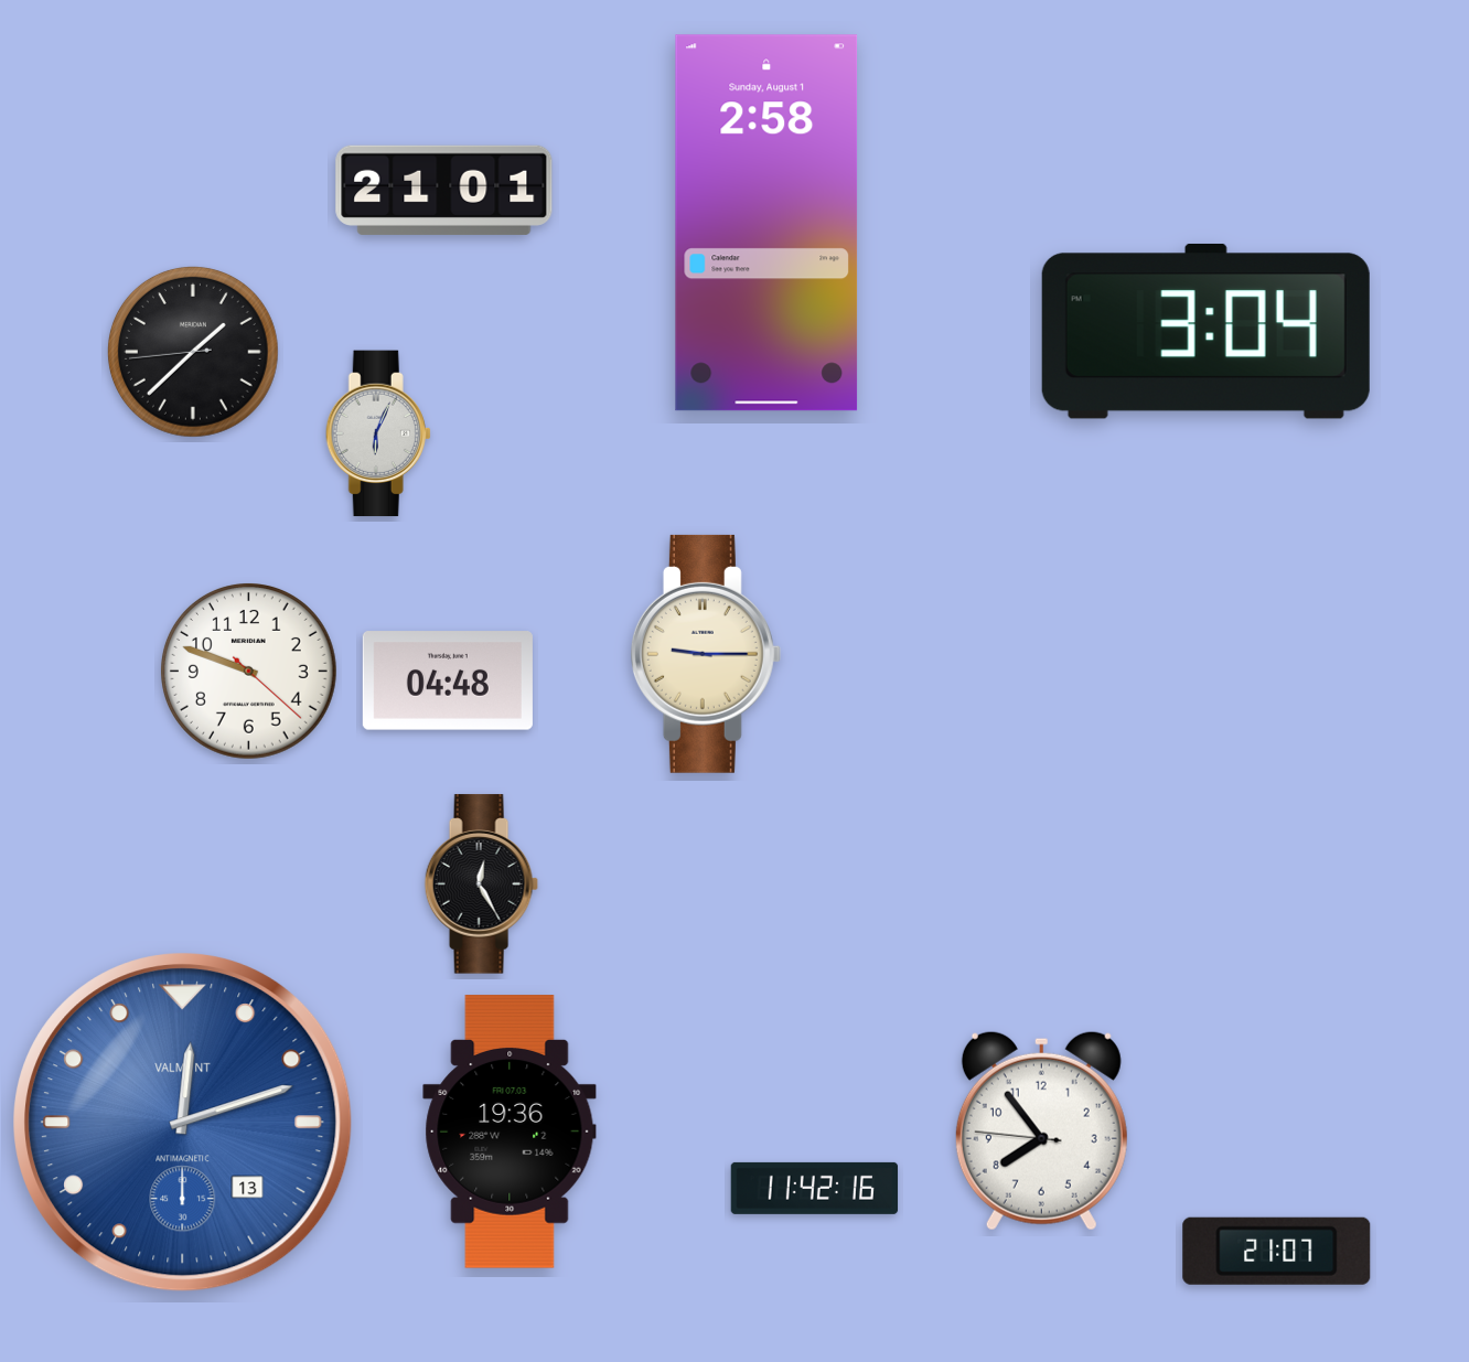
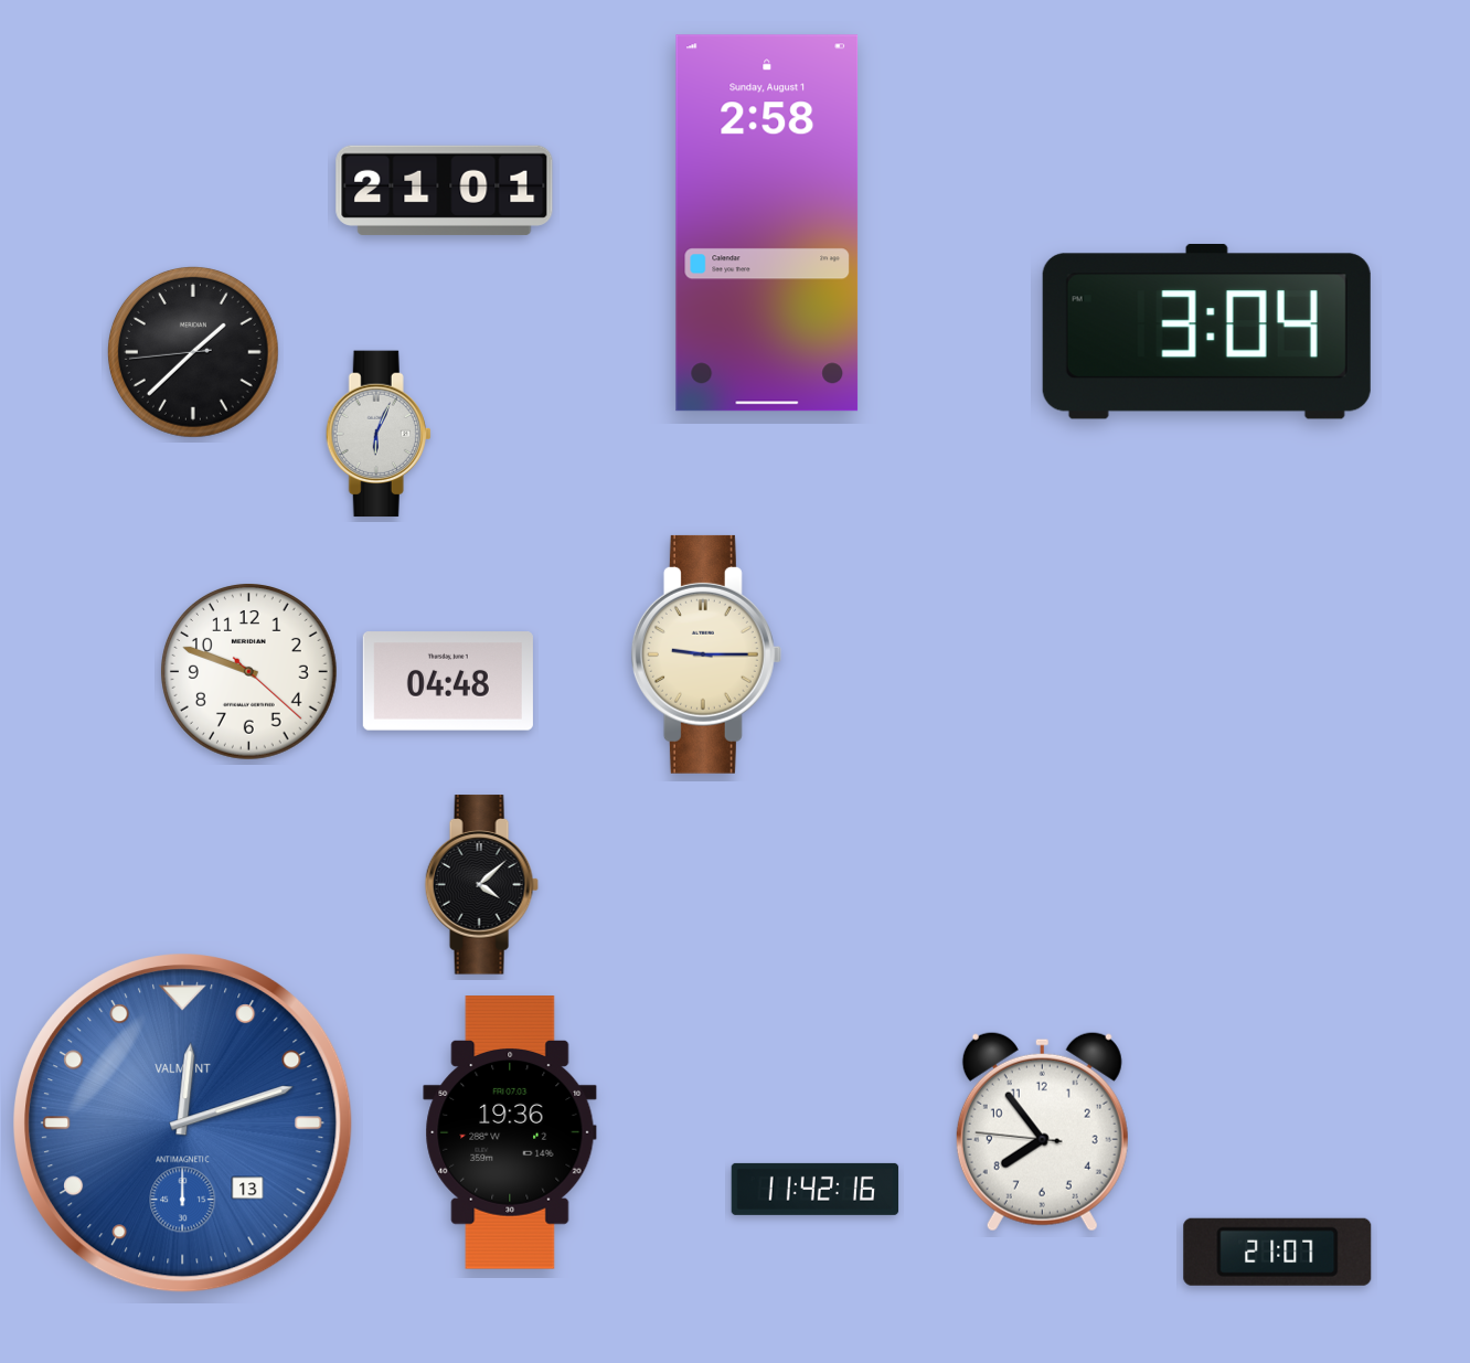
clock at (481, 884): 12:25 -> 4:08
